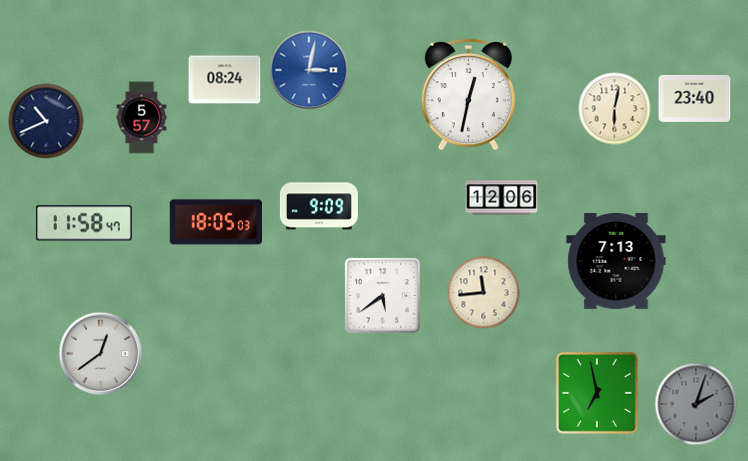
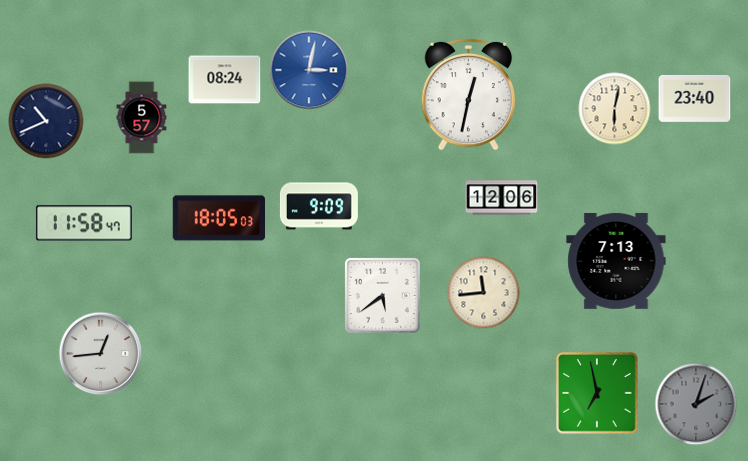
clock at (216, 222) position: (216, 222) -> (219, 218)
clock at (101, 354): 12:39 -> 12:44
